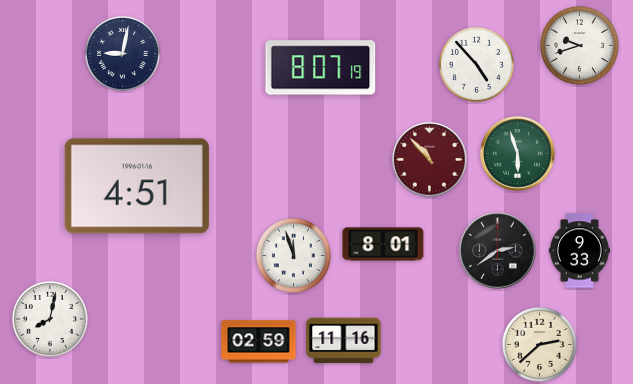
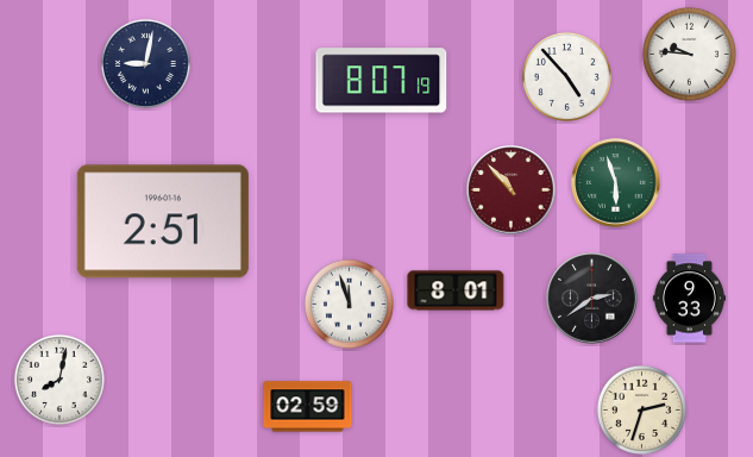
clock at (579, 45): 9:42 -> 9:46
clock at (137, 186): 4:51 -> 2:51
clock at (344, 341): 11:16 -> none
clock at (539, 344): 2:38 -> 2:33
